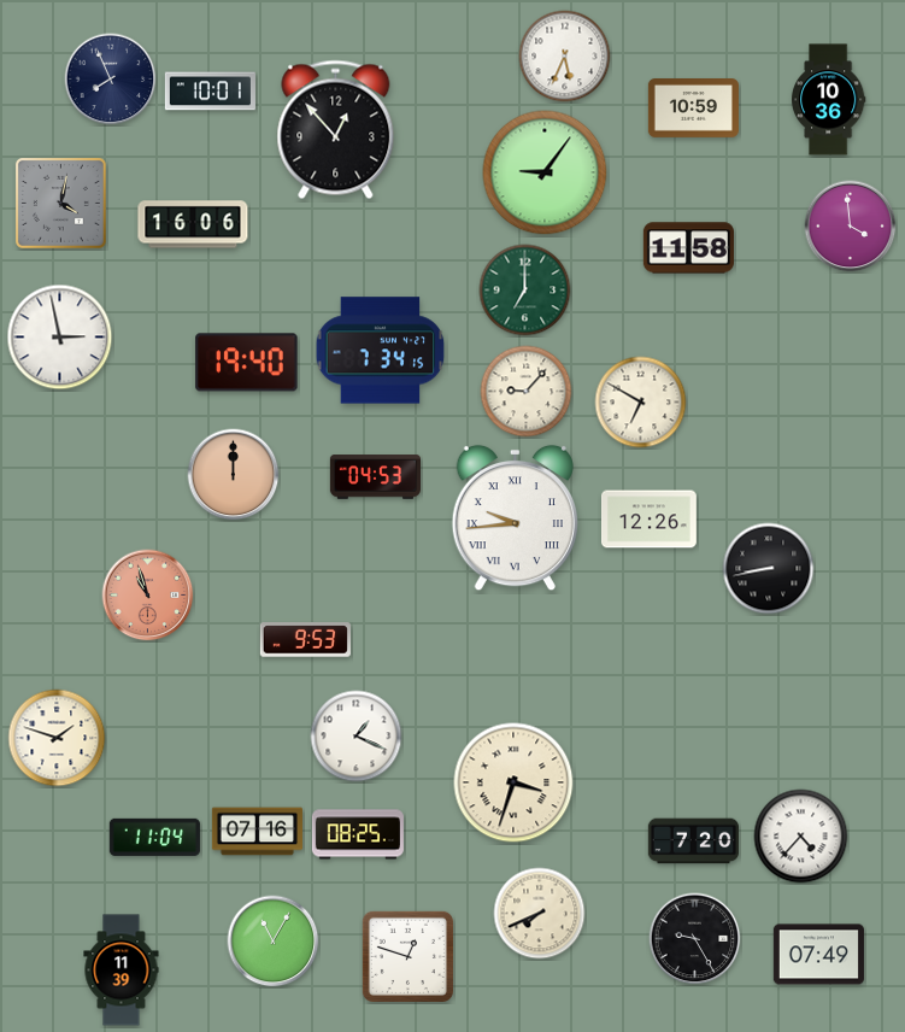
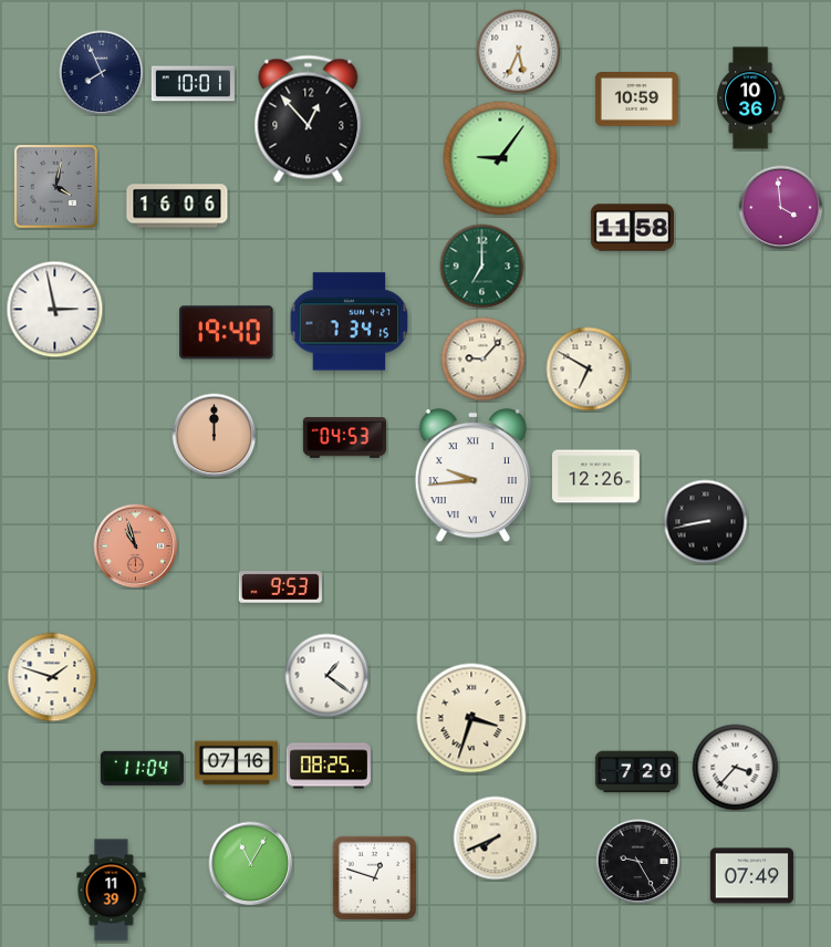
clock at (828, 100) position: (828, 100) -> (750, 98)
clock at (357, 737): 1:19 -> 1:21
clock at (801, 837): 4:37 -> 3:37
